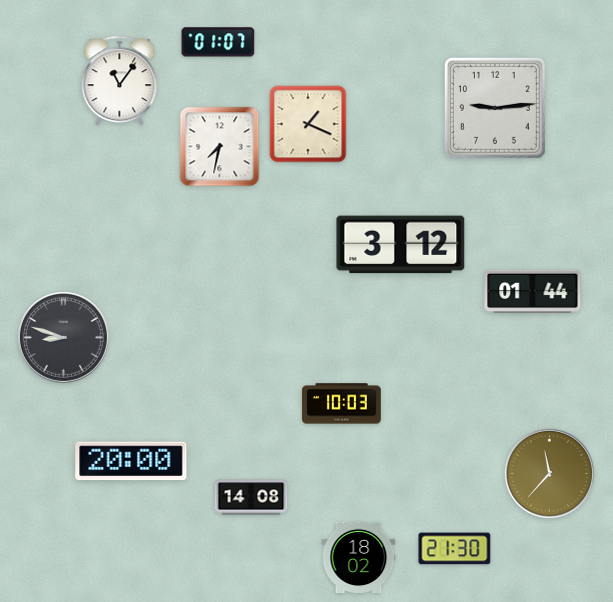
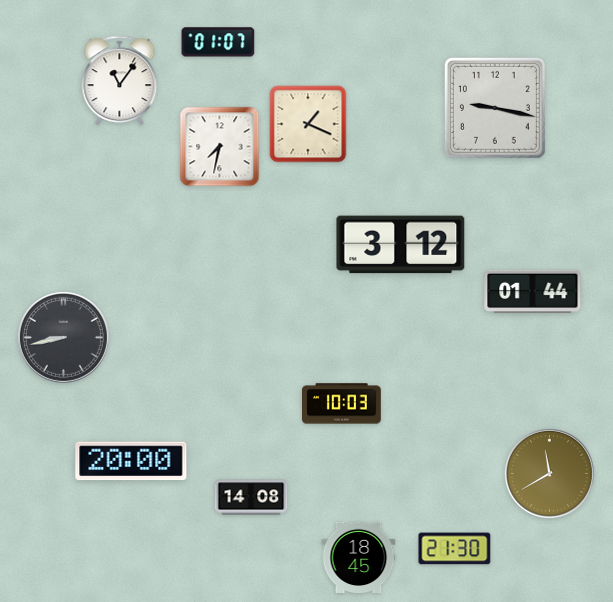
clock at (495, 108): 9:14 -> 9:17
clock at (64, 338): 8:48 -> 8:43
clock at (549, 473): 11:37 -> 11:40
clock at (359, 557): 18:02 -> 18:45
